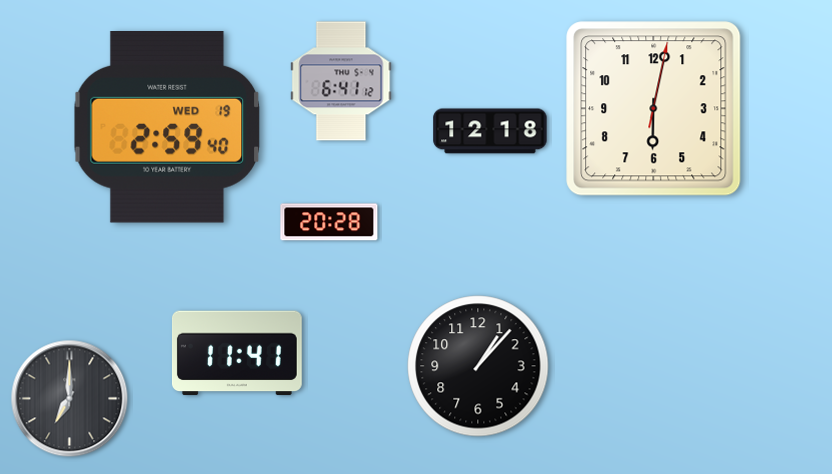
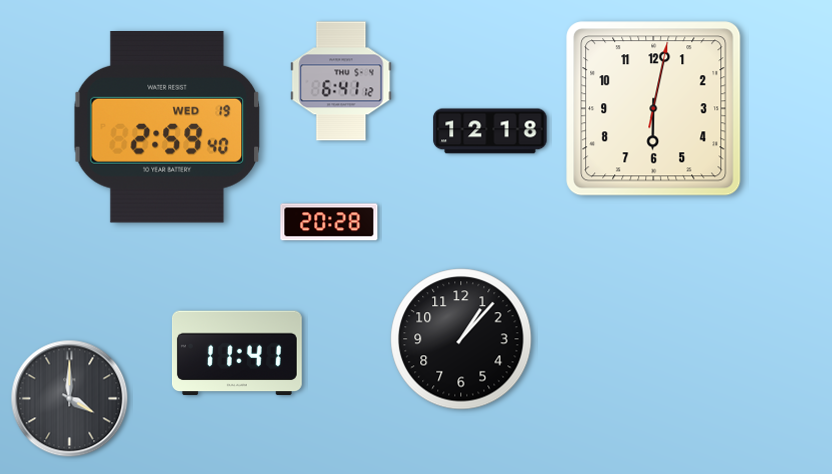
clock at (478, 366) position: (478, 366) -> (461, 339)
clock at (70, 399): 7:00 -> 4:00
